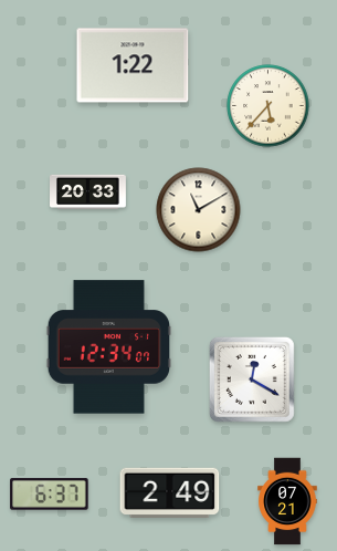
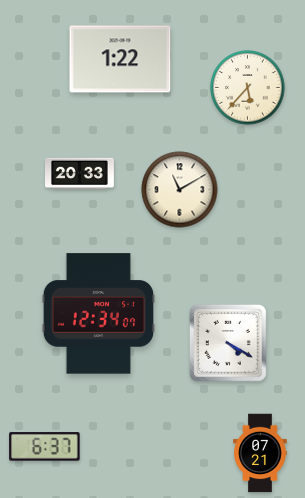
clock at (268, 106) position: (268, 106) -> (248, 88)
clock at (252, 380): 12:20 -> 4:20
clock at (170, 492): 2:49 -> none
